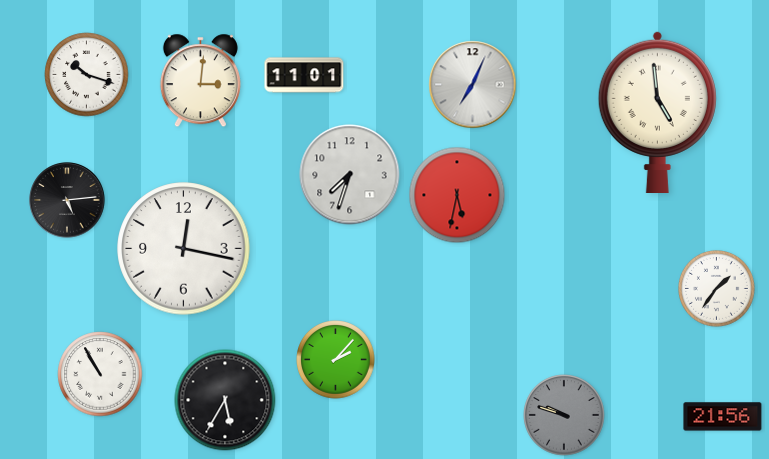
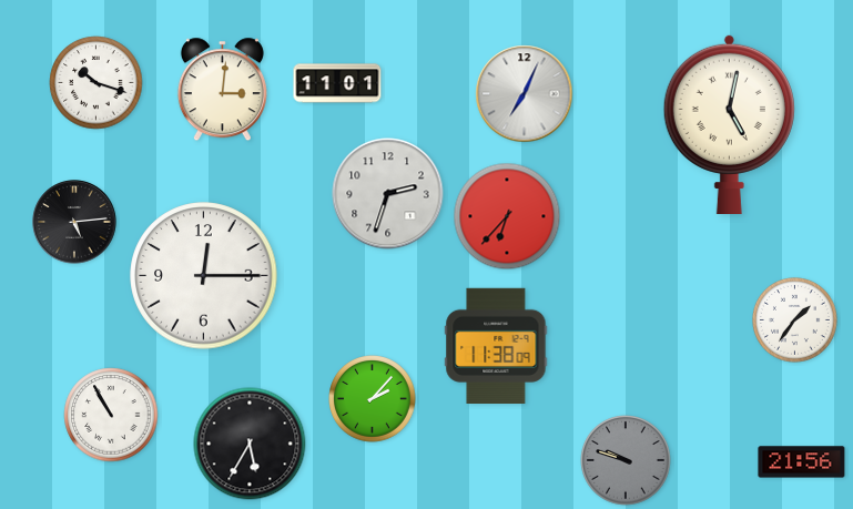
clock at (657, 111): 4:59 -> 5:02
clock at (350, 175): 7:33 -> 2:33
clock at (457, 195): 5:32 -> 6:37
clock at (184, 249): 12:17 -> 12:15
clock at (496, 345): none -> 11:38
